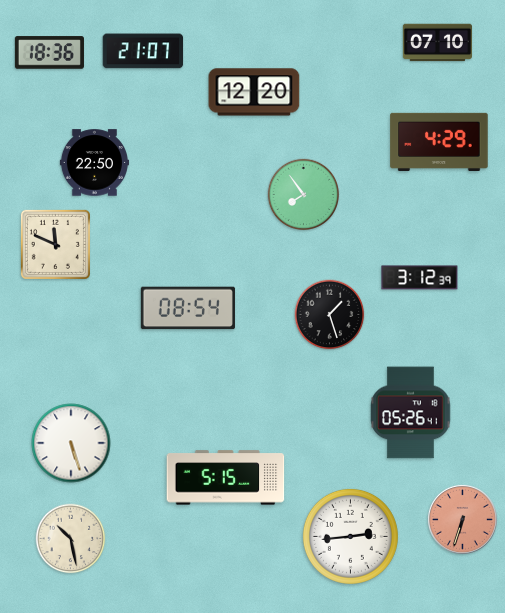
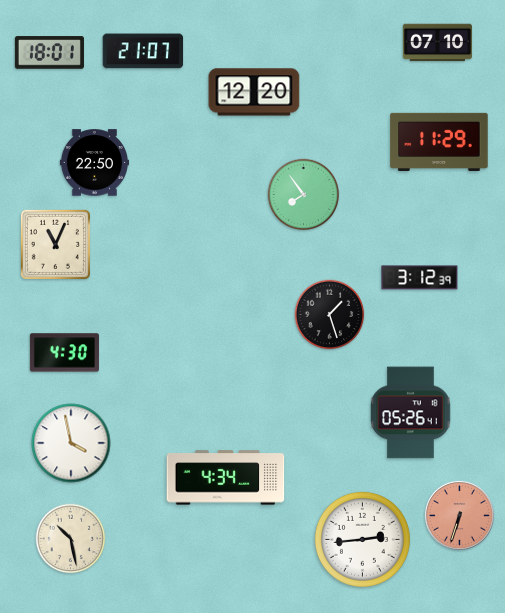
clock at (49, 53): 18:36 -> 18:01
clock at (439, 141): 4:29 -> 11:29
clock at (55, 244): 11:49 -> 11:04
clock at (188, 308): 08:54 -> none
clock at (64, 353): none -> 4:30
clock at (71, 443): 5:27 -> 3:58
clock at (226, 478): 5:15 -> 4:34
clock at (462, 519) position: (462, 519) -> (459, 515)
clock at (350, 536) position: (350, 536) -> (362, 539)
